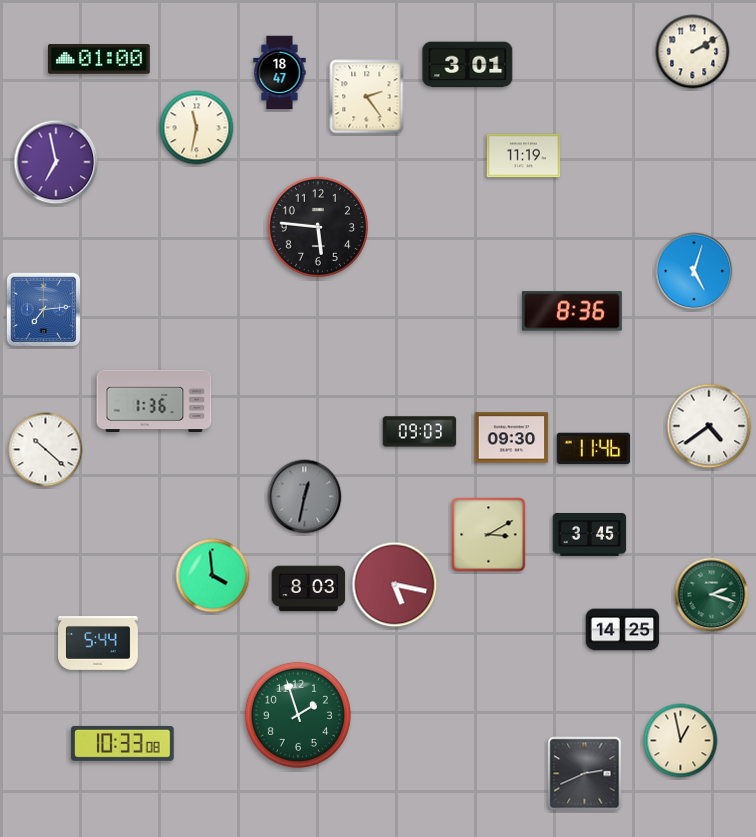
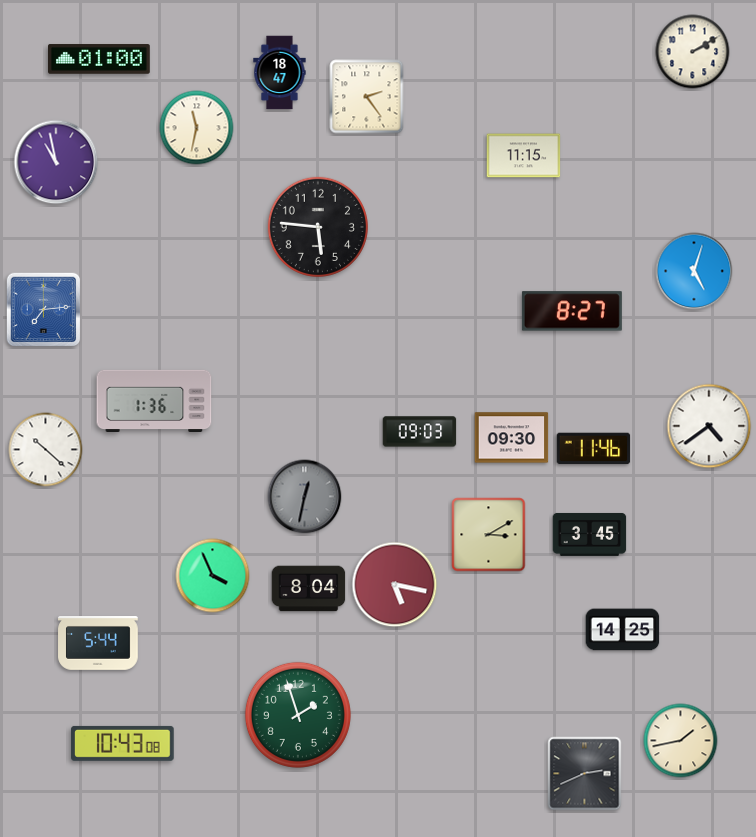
clock at (468, 65): 3:01 -> none
clock at (524, 156): 11:19 -> 11:15
clock at (56, 162): 6:58 -> 10:58
clock at (572, 311): 8:36 -> 8:27
clock at (213, 576): 3:59 -> 3:56
clock at (309, 589): 8:03 -> 8:04
clock at (712, 595): 2:18 -> none
clock at (681, 741): 12:58 -> 1:43
clock at (123, 743): 10:33 -> 10:43
